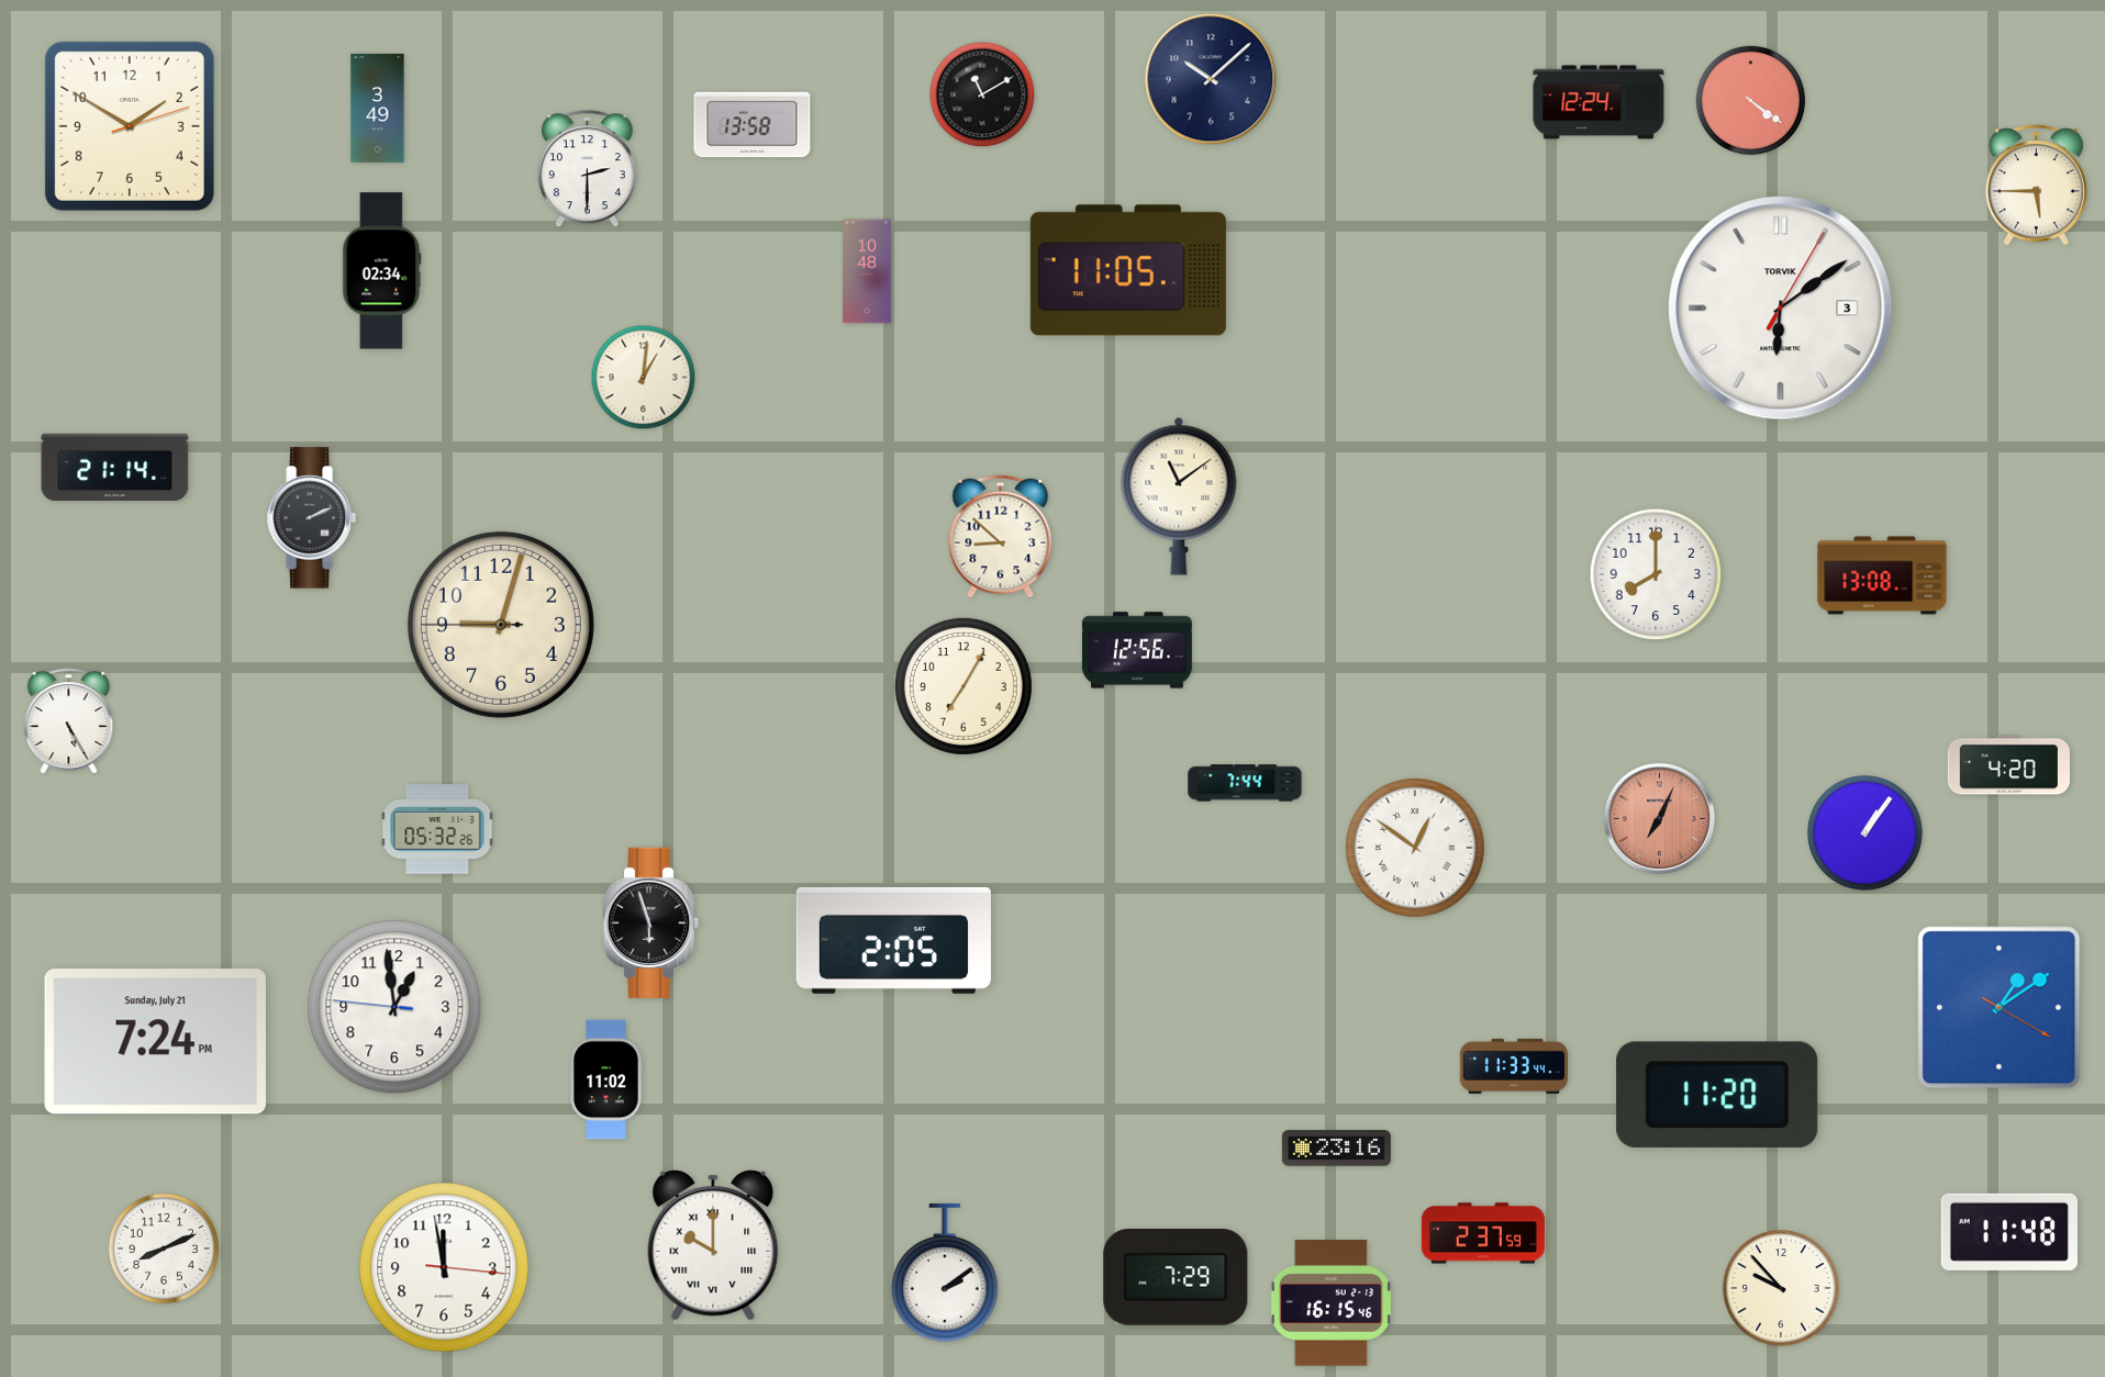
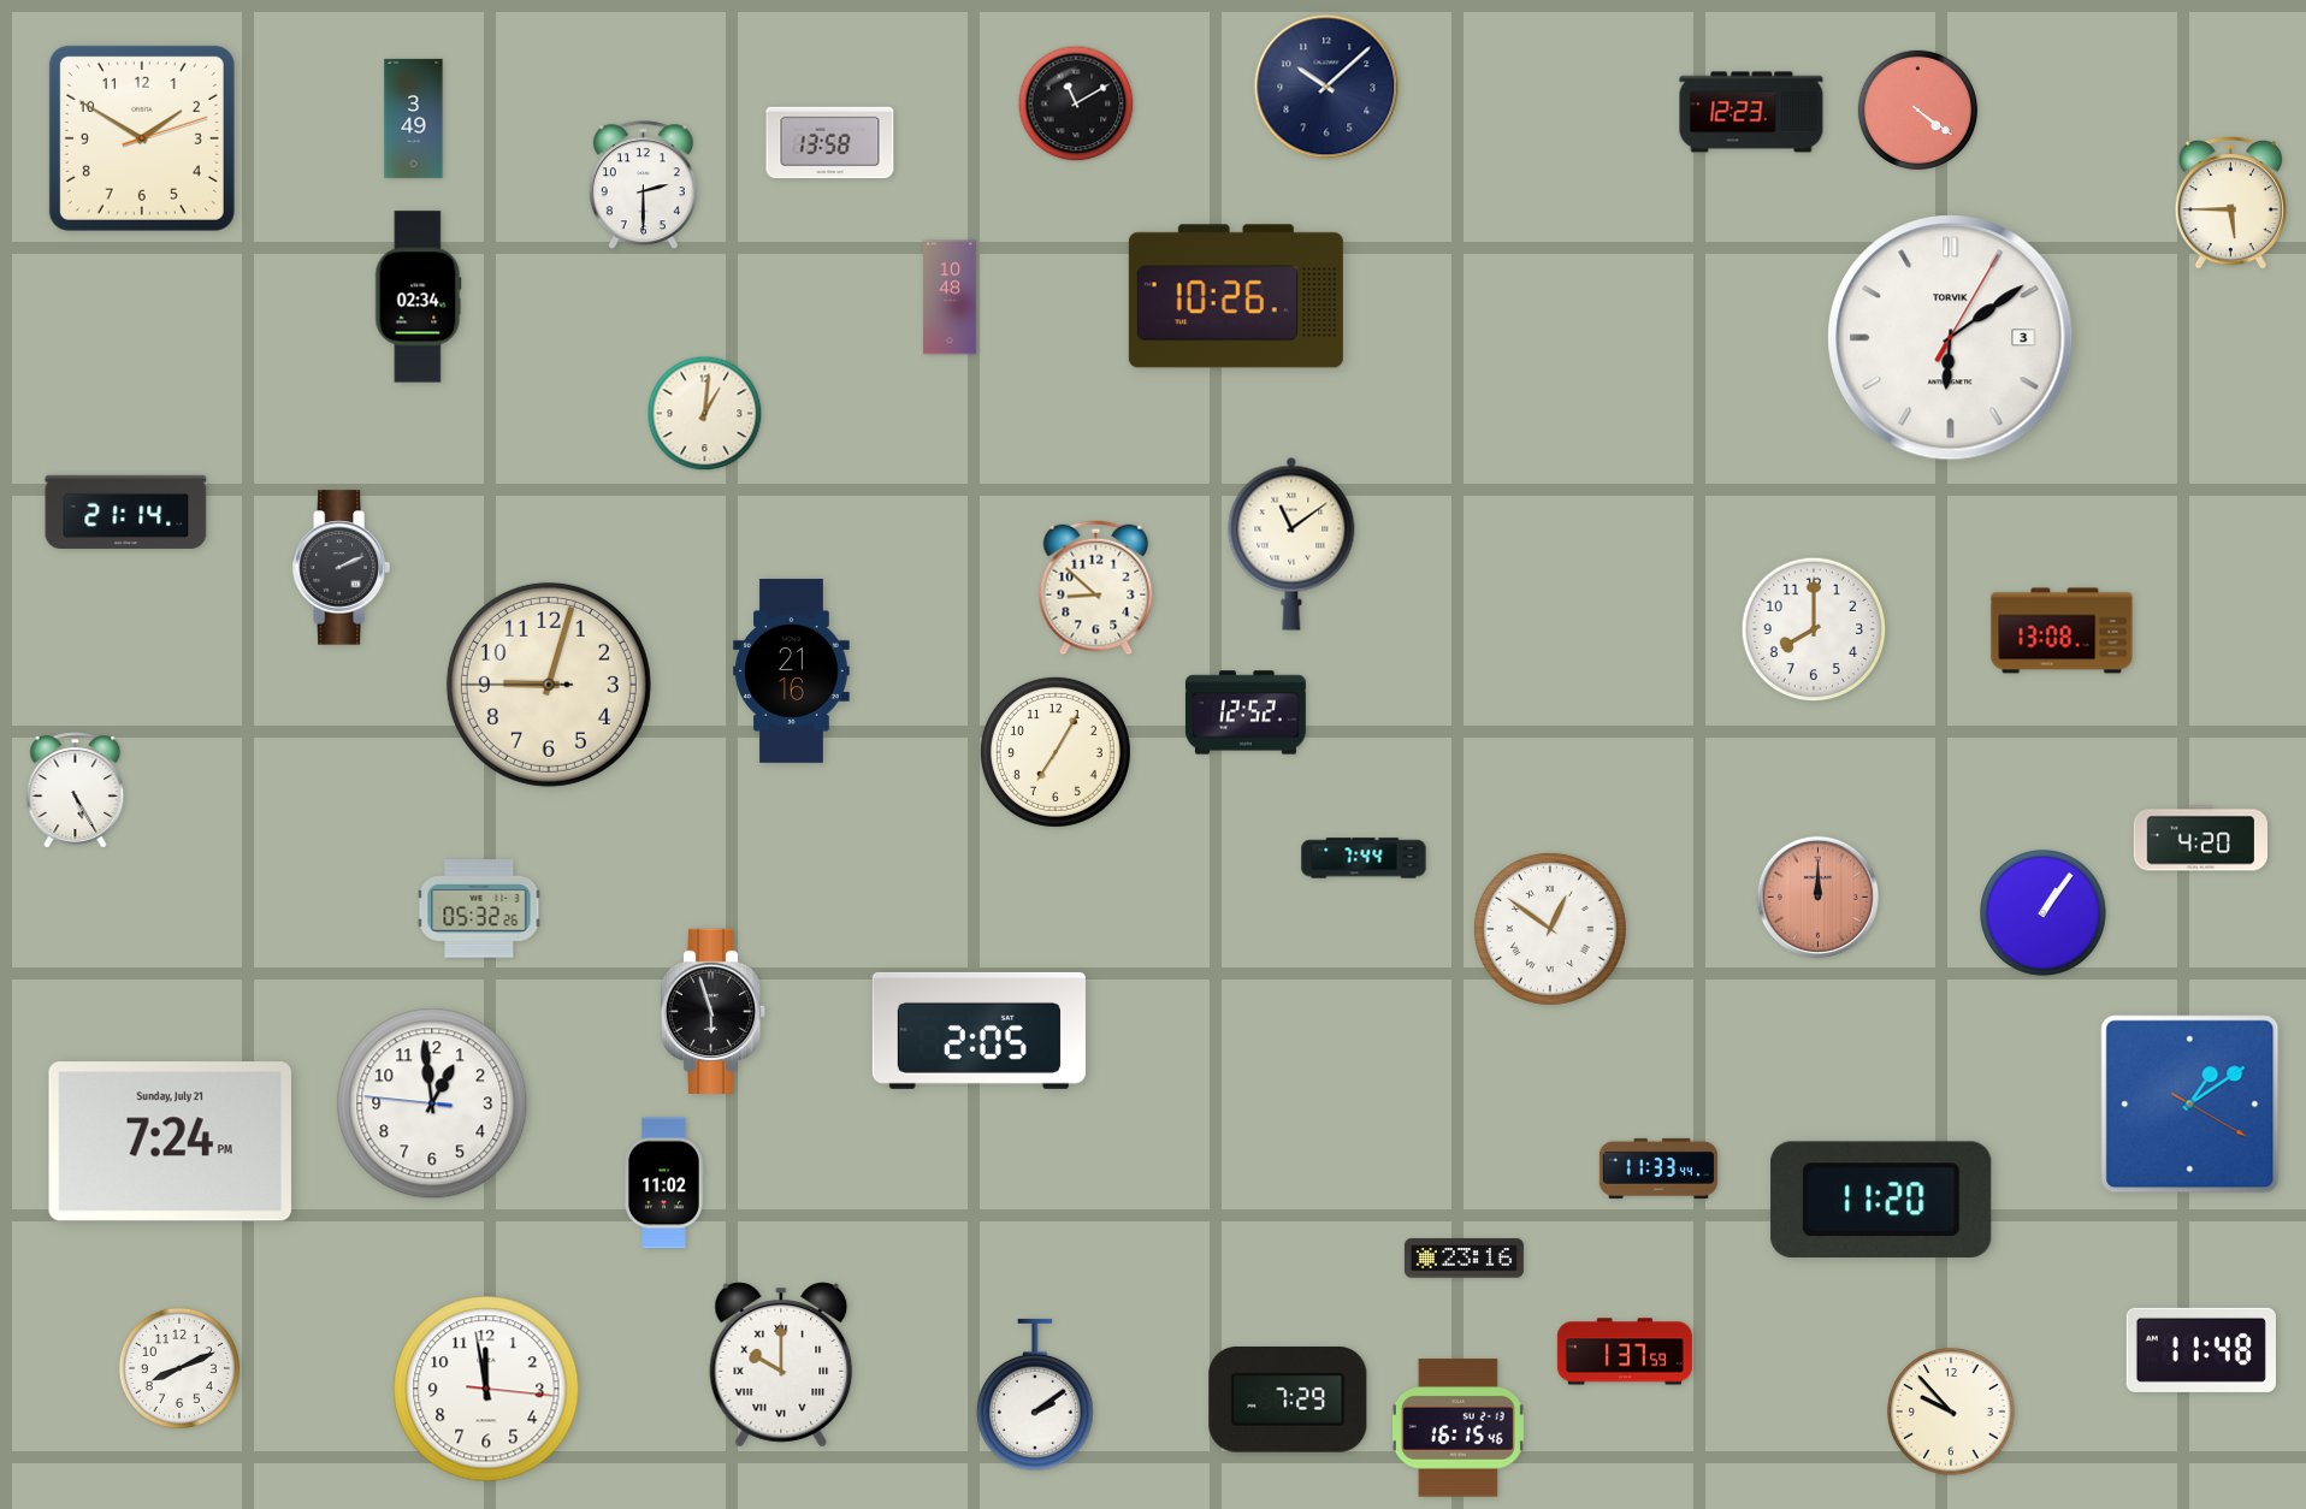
clock at (1599, 102): 12:24 -> 12:23
clock at (753, 125) position: (753, 125) -> (830, 143)
clock at (1128, 270): 11:05 -> 10:26
clock at (792, 670): none -> 21:16
clock at (1137, 650): 12:56 -> 12:52
clock at (1660, 819): 7:04 -> 12:00
clock at (1483, 1233): 2:37 -> 1:37
